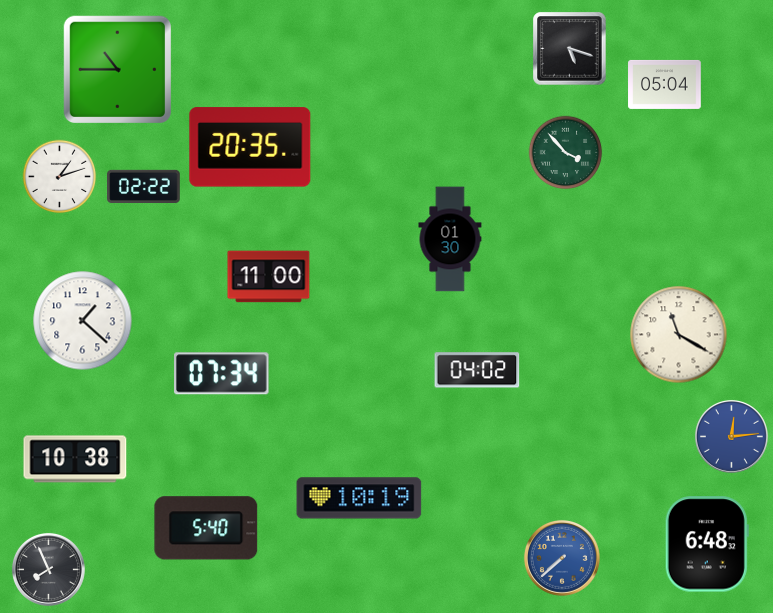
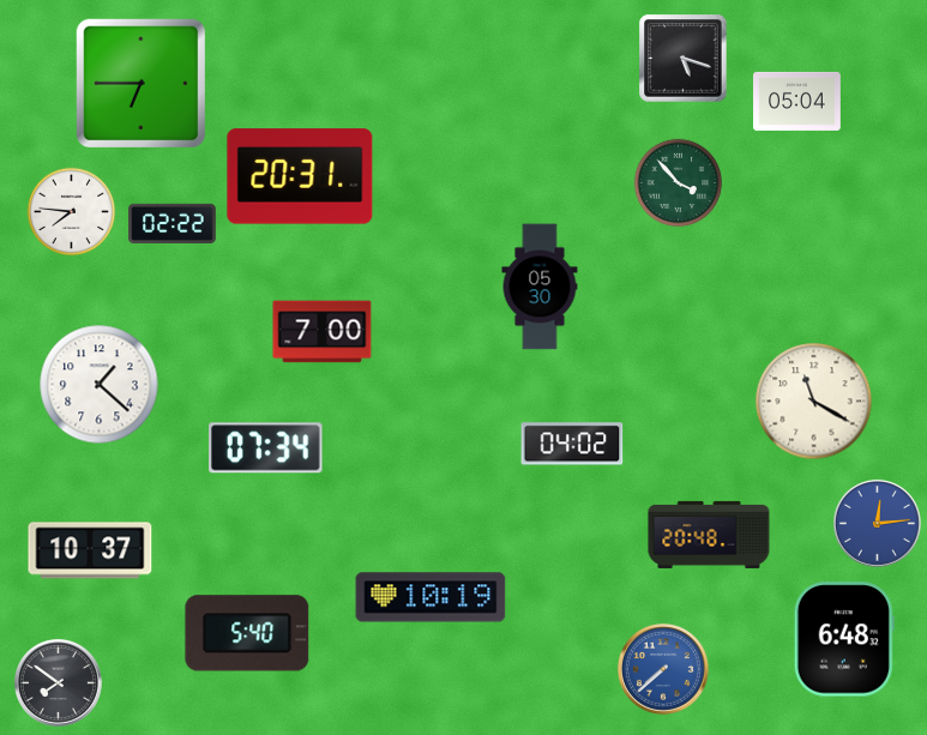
clock at (117, 69): 10:45 -> 6:45
clock at (250, 147): 20:35 -> 20:31
clock at (60, 177): 1:12 -> 7:46
clock at (450, 239): 01:30 -> 05:30
clock at (269, 277): 11:00 -> 7:00
clock at (709, 535): none -> 20:48
clock at (75, 459): 10:38 -> 10:37
clock at (707, 544) position: (707, 544) -> (844, 639)
clock at (562, 558) position: (562, 558) -> (663, 669)
clock at (48, 569): 7:56 -> 7:51
